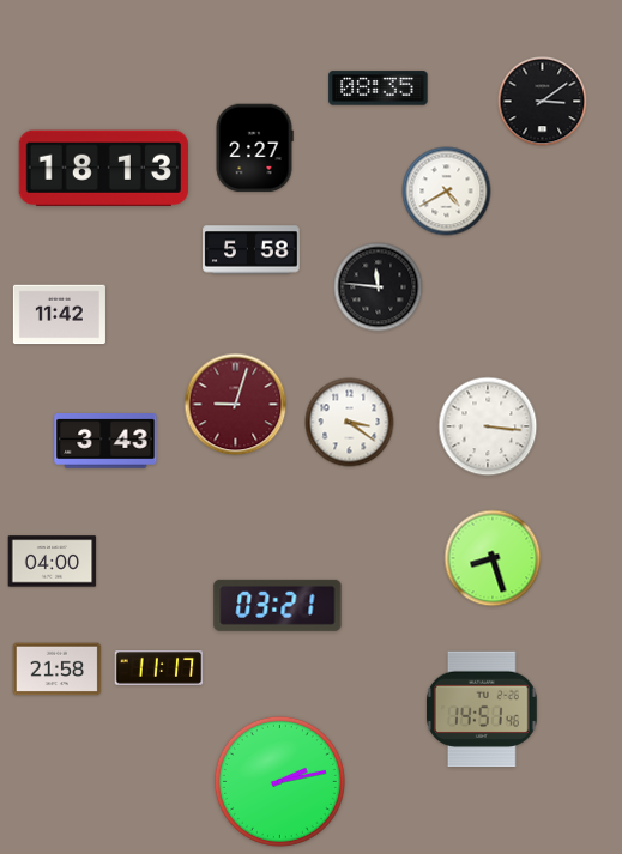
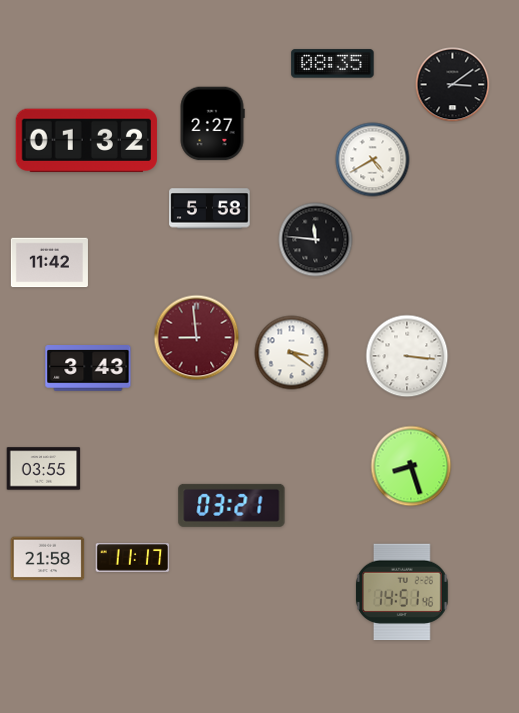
clock at (379, 89) position: (379, 89) -> (333, 64)
clock at (103, 169): 18:13 -> 01:32
clock at (236, 405): 9:03 -> 8:59
clock at (53, 562): 04:00 -> 03:55
clock at (279, 781): 2:13 -> none
